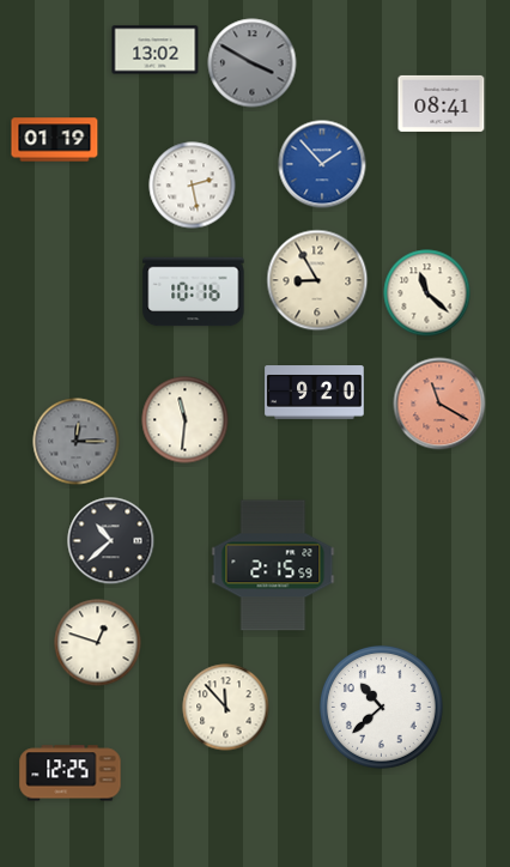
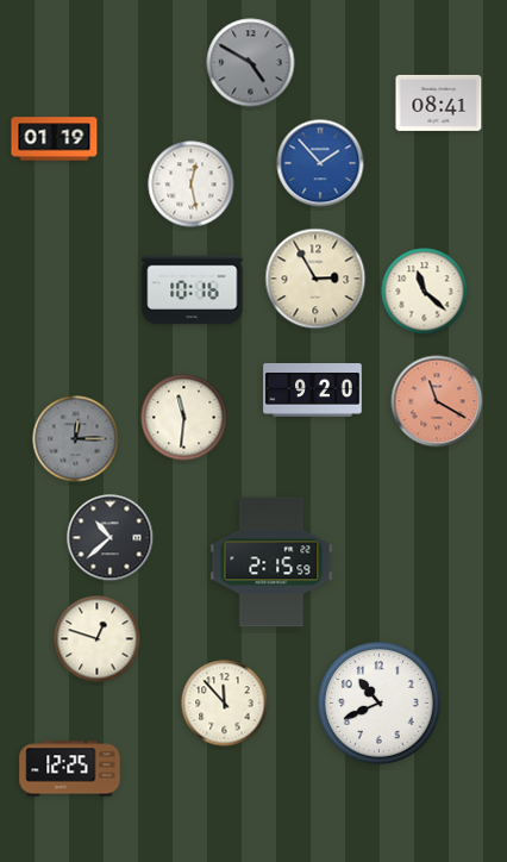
clock at (156, 50): 13:02 -> none
clock at (253, 63): 3:50 -> 4:50
clock at (193, 186): 2:28 -> 12:28
clock at (317, 280): 8:55 -> 2:55
clock at (381, 707): 10:38 -> 10:41
